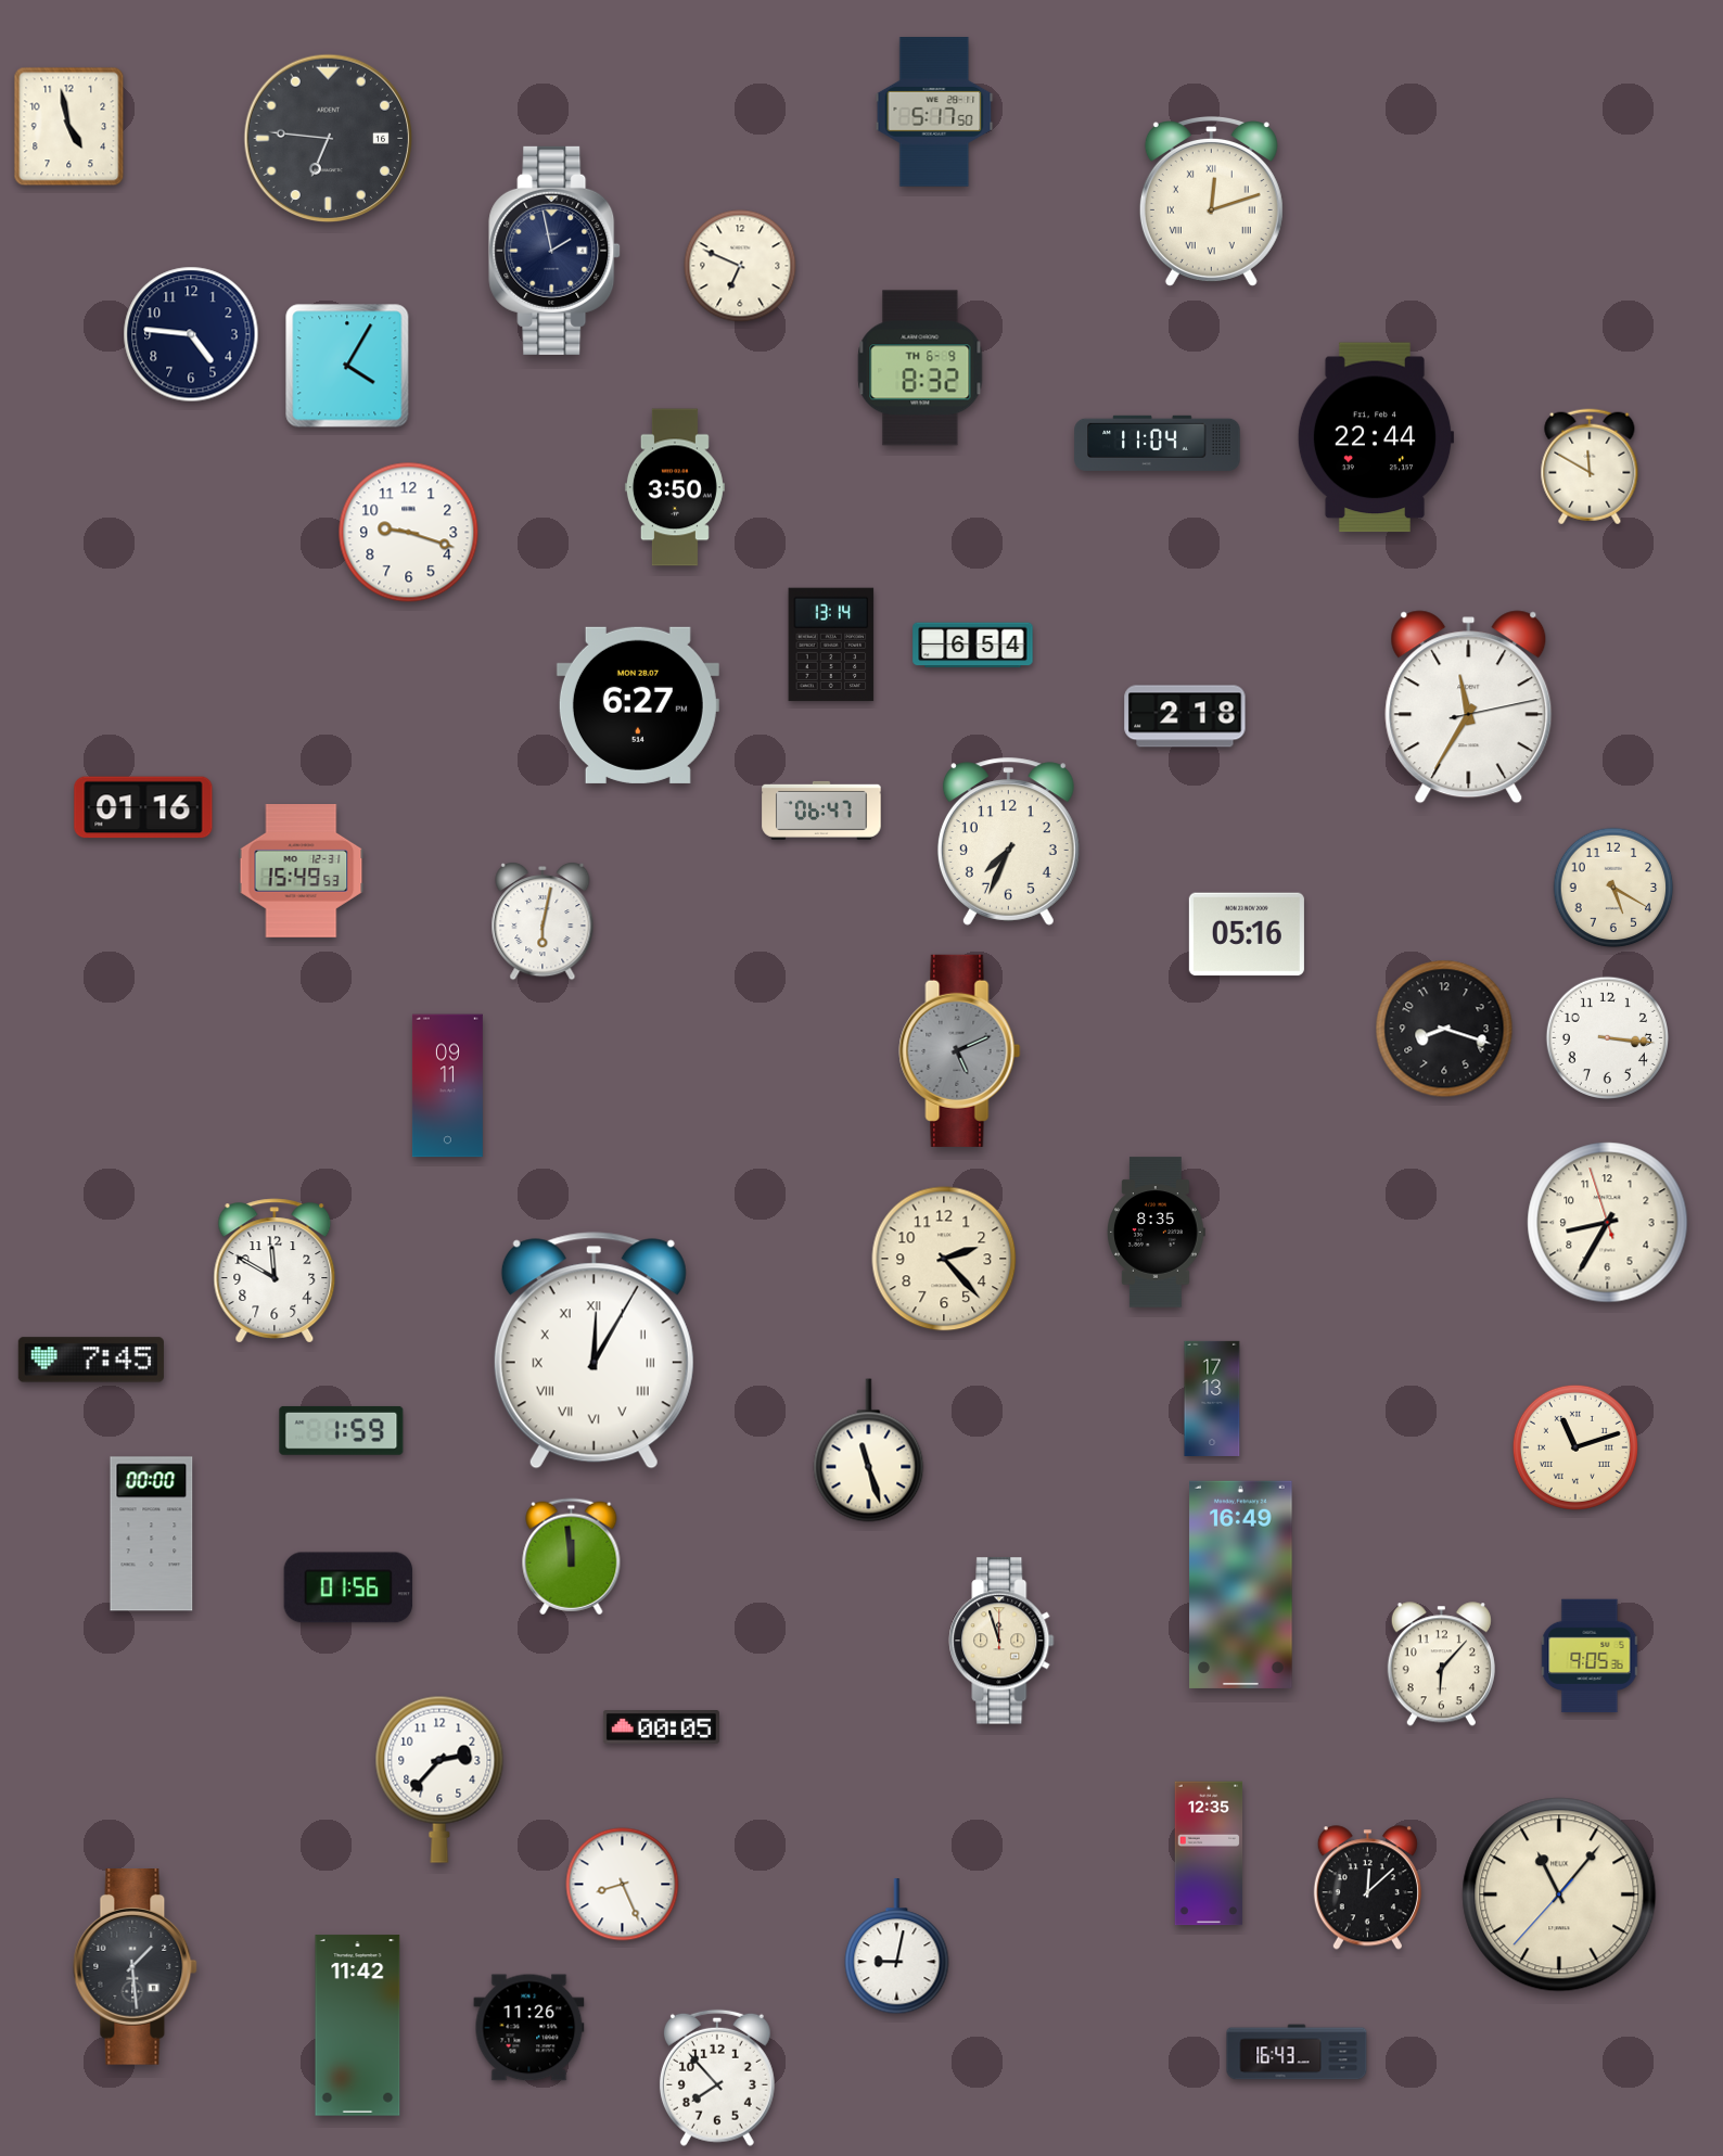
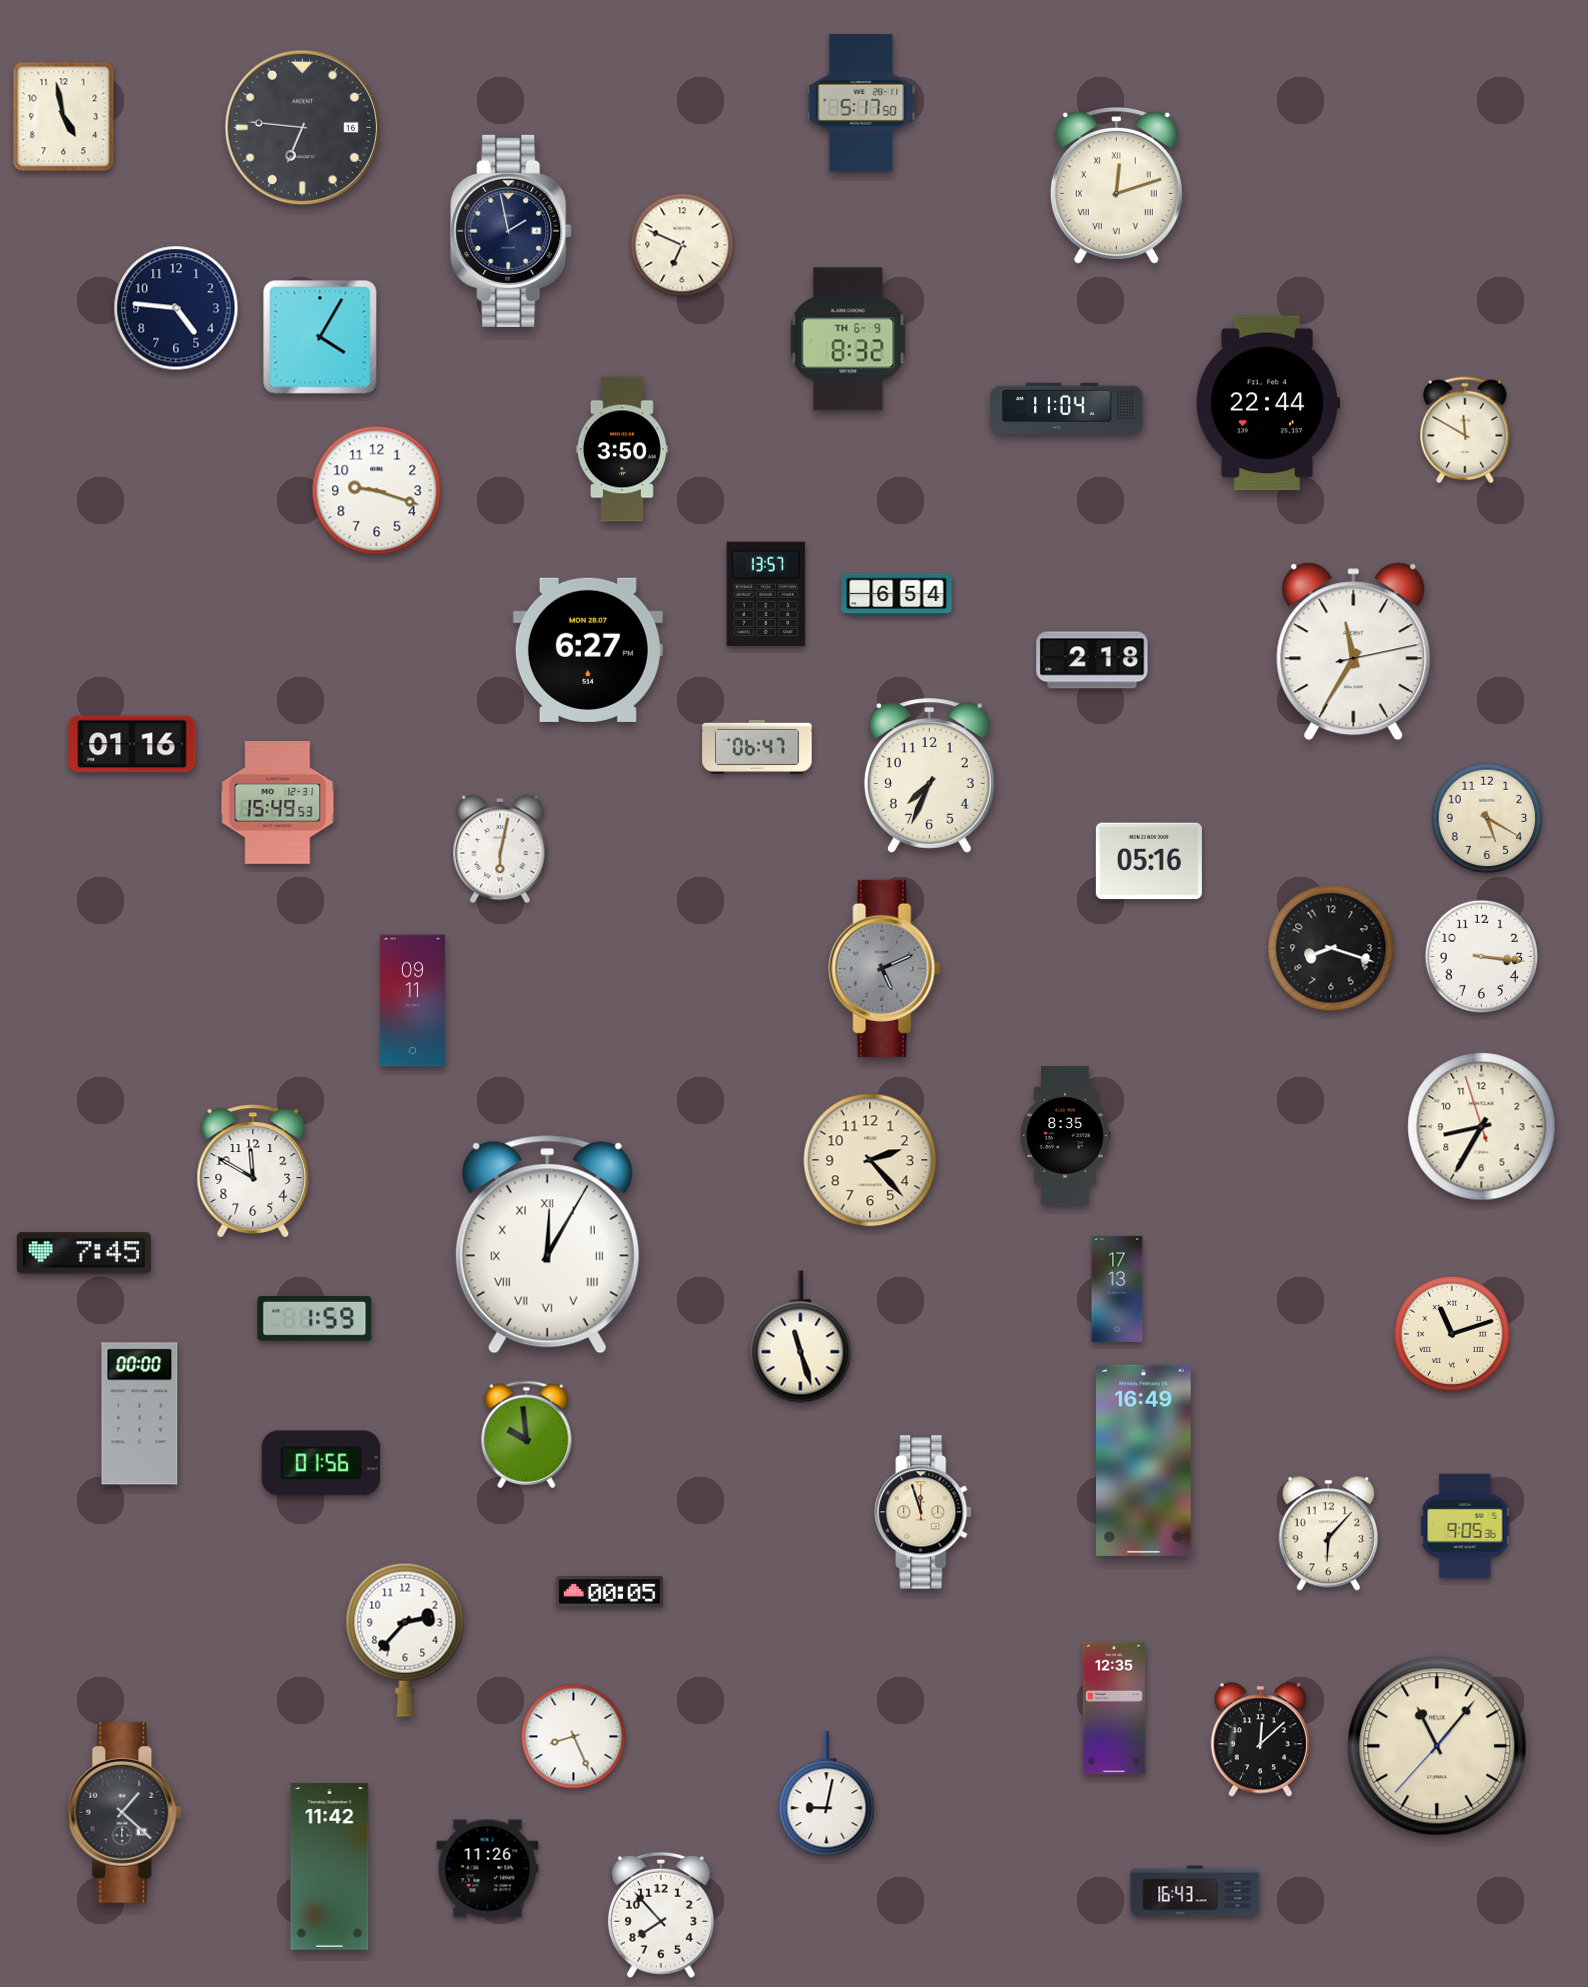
clock at (831, 645): 13:14 -> 13:57
clock at (572, 1557): 11:59 -> 9:59
clock at (136, 1967): 1:29 -> 1:22
